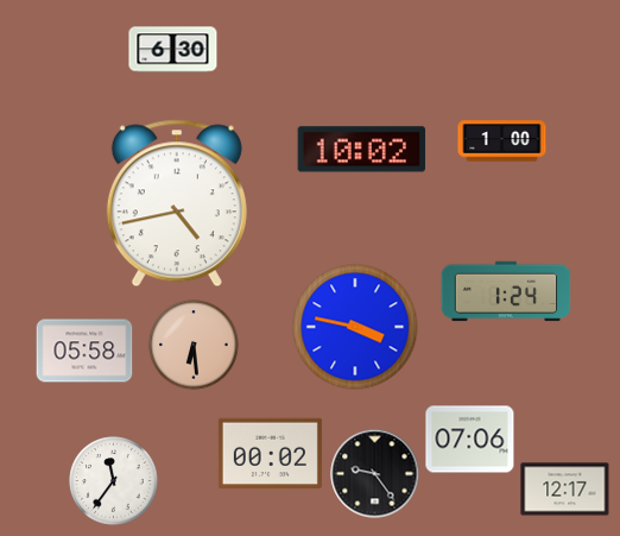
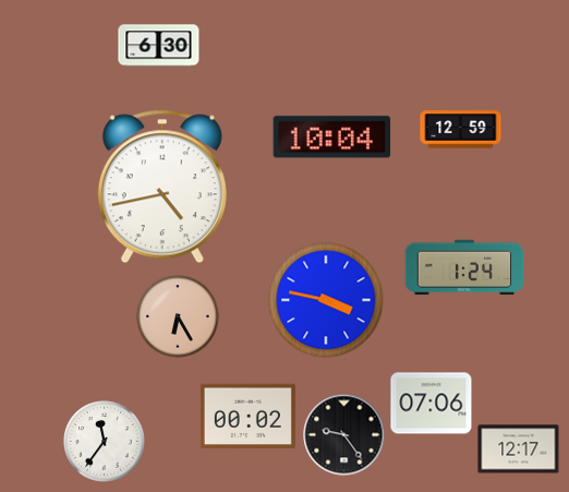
clock at (502, 141): 1:00 -> 12:59
clock at (362, 150): 10:02 -> 10:04
clock at (194, 345): 6:29 -> 6:25
clock at (84, 351): 05:58 -> none
